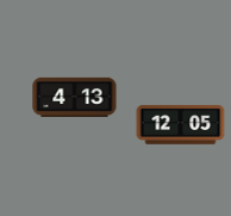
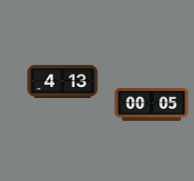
clock at (181, 125): 12:05 -> 00:05
